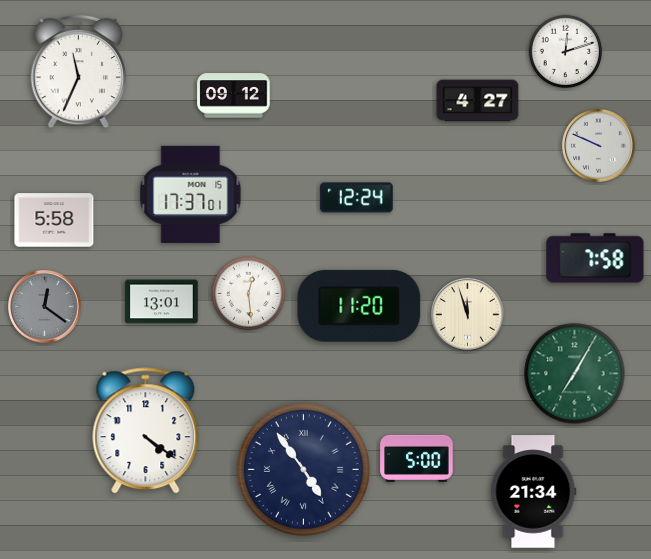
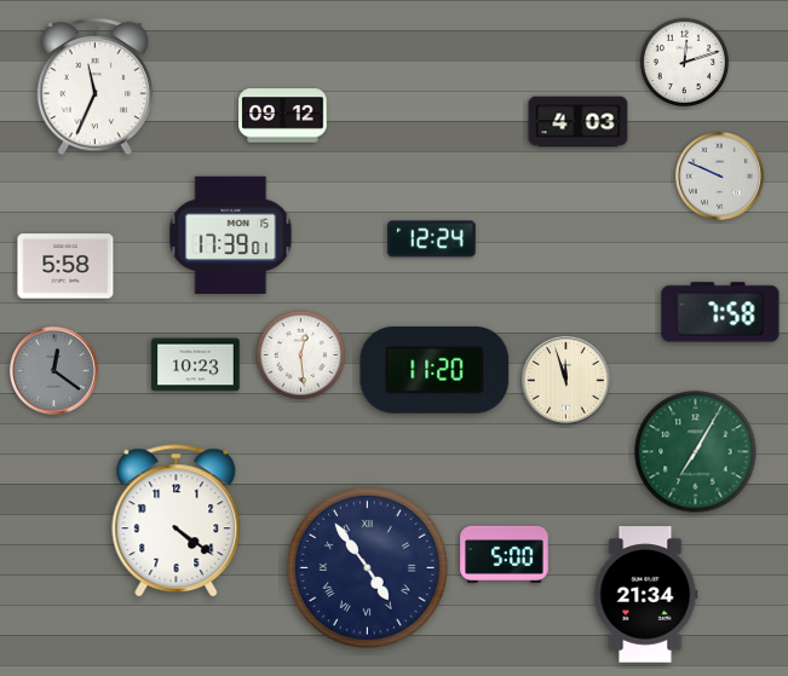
clock at (478, 101): 4:27 -> 4:03
clock at (599, 146) position: (599, 146) -> (720, 177)
clock at (191, 194): 17:37 -> 17:39
clock at (162, 302): 13:01 -> 10:23
